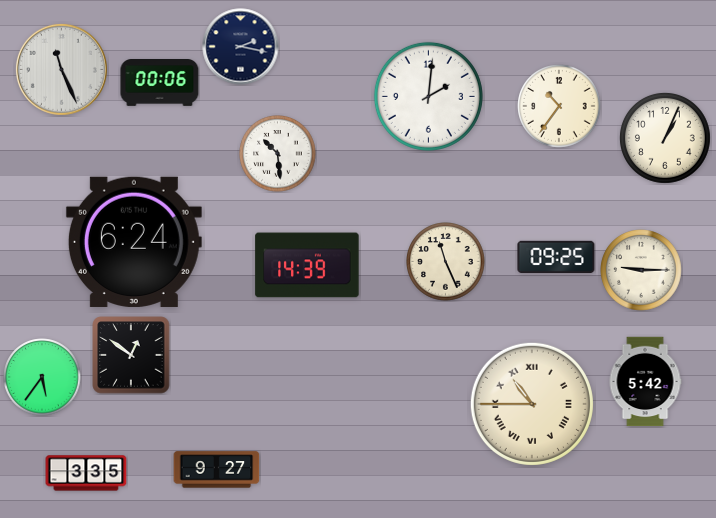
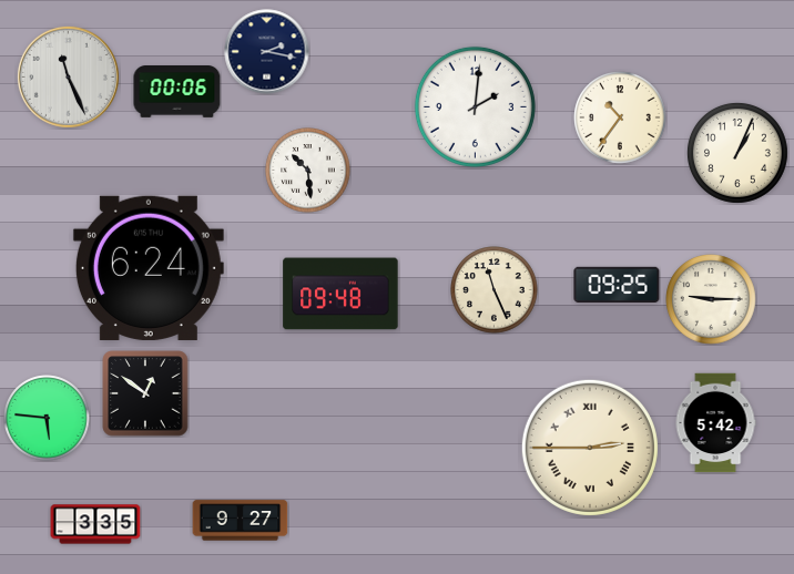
clock at (307, 265): 14:39 -> 09:48
clock at (42, 377): 5:36 -> 5:46
clock at (532, 404): 10:45 -> 2:45
